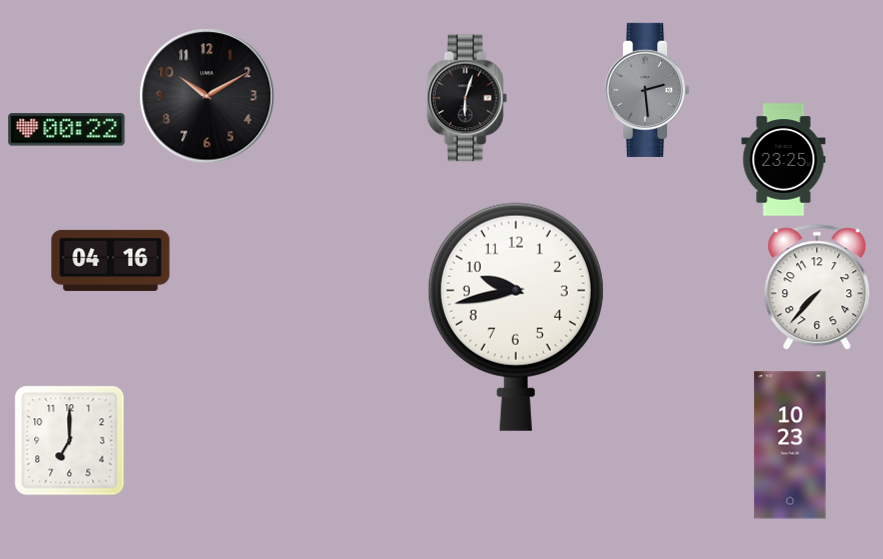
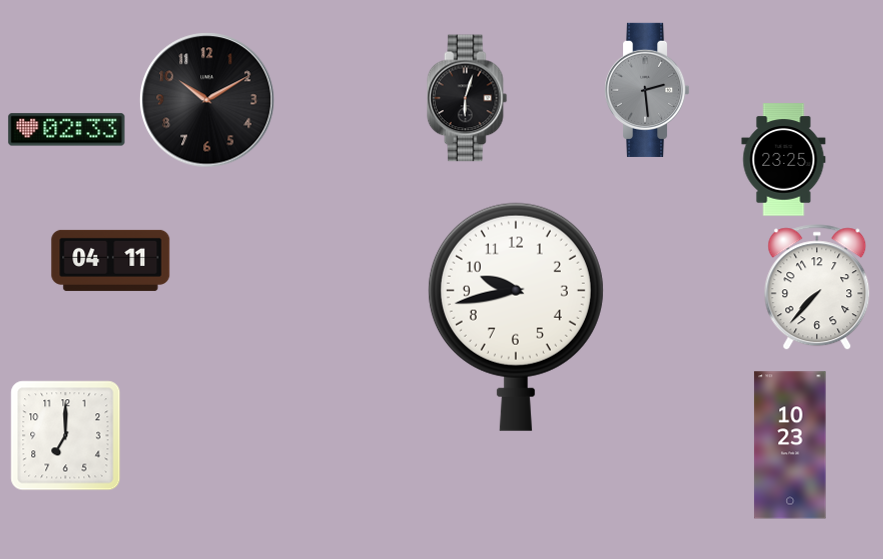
clock at (207, 96) position: (207, 96) -> (207, 100)
clock at (67, 130): 00:22 -> 02:33
clock at (111, 260): 04:16 -> 04:11
clock at (70, 441) position: (70, 441) -> (66, 436)
